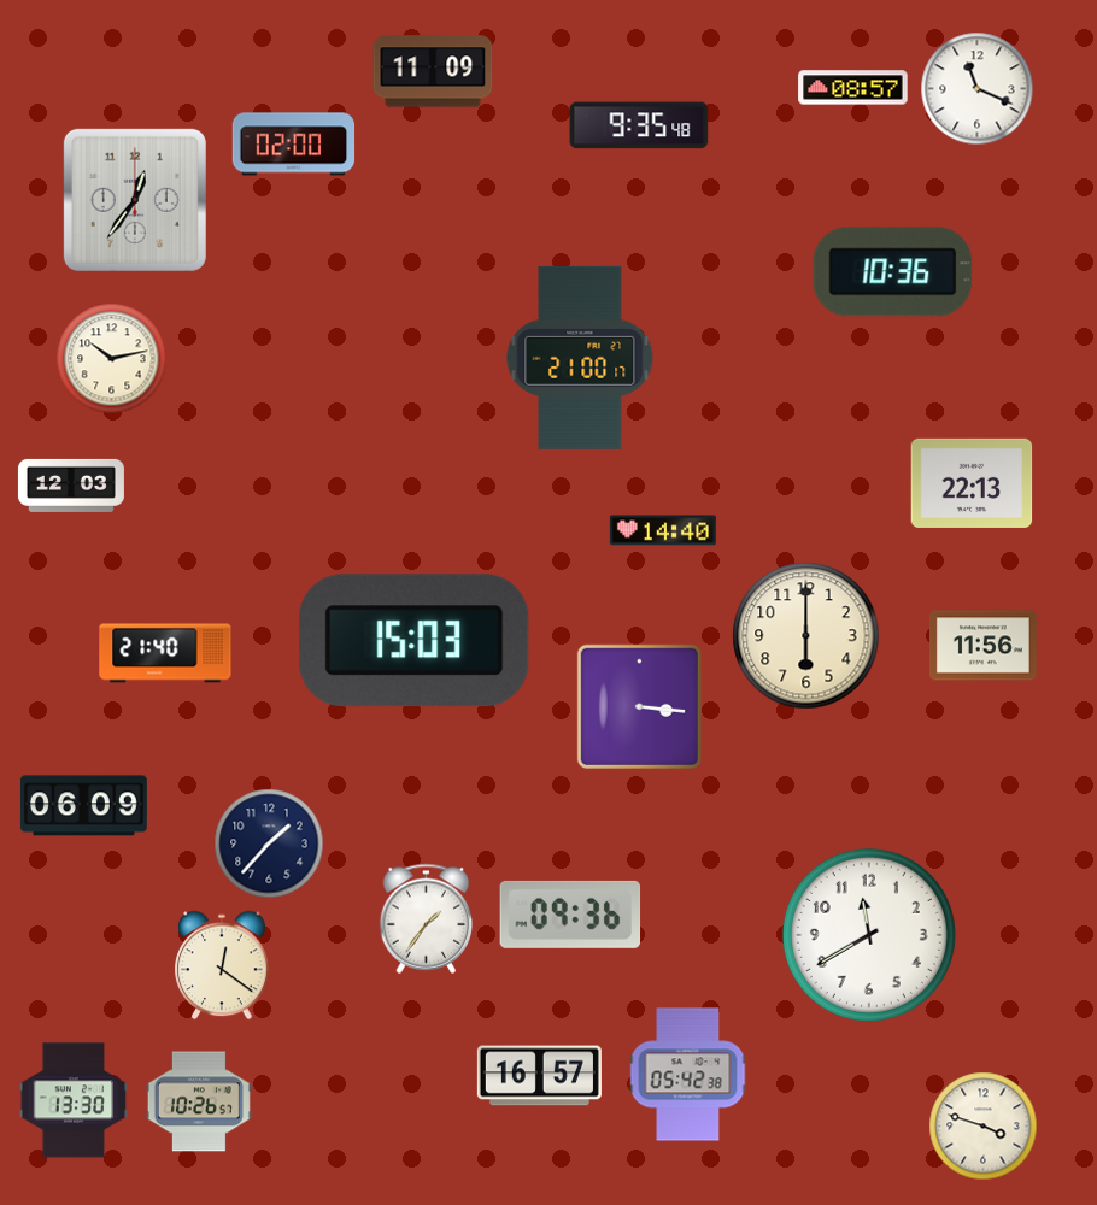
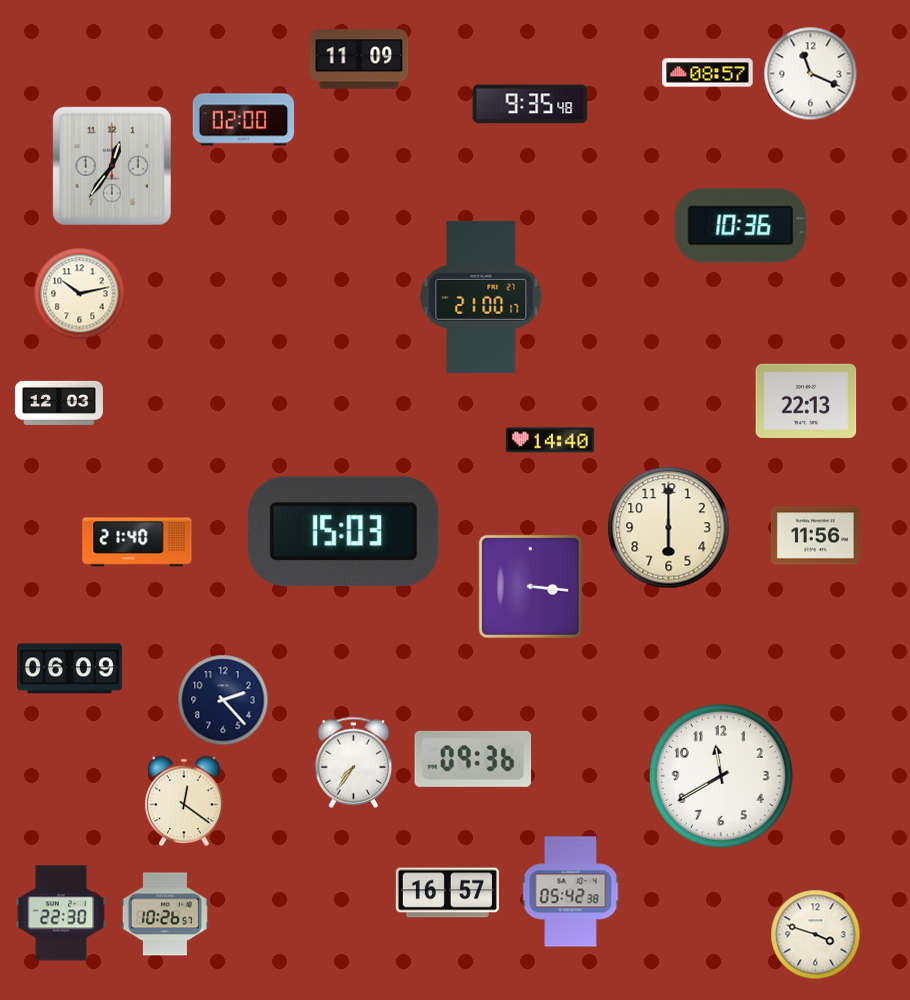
clock at (112, 359) position: (112, 359) -> (80, 294)
clock at (269, 843): 1:37 -> 2:23
clock at (427, 918): 1:36 -> 7:36
clock at (74, 1100): 13:30 -> 22:30
